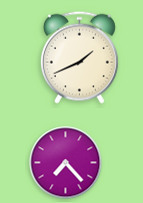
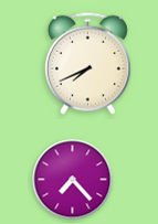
clock at (79, 57): 1:41 -> 7:41
